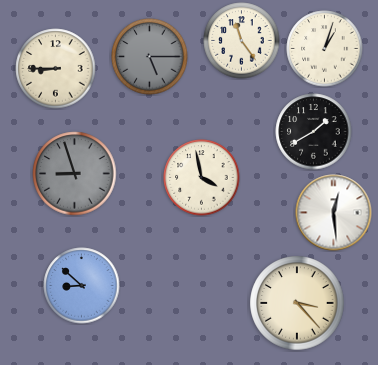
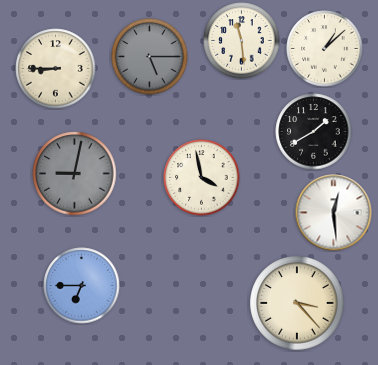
clock at (242, 41): 11:24 -> 11:29
clock at (325, 49): 1:03 -> 1:08
clock at (75, 174): 8:57 -> 9:02
clock at (82, 286): 8:52 -> 6:45
